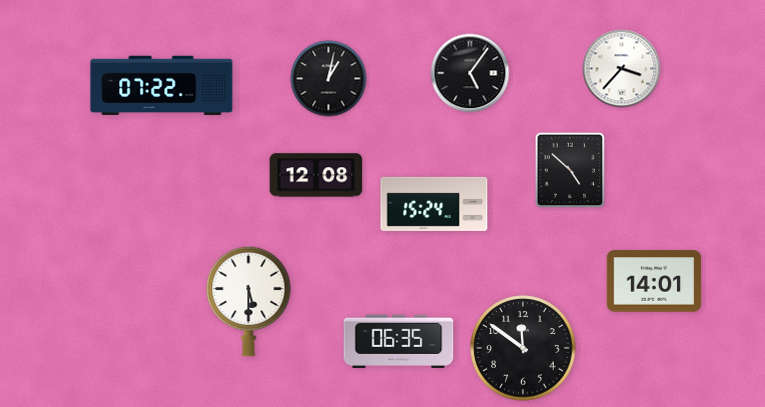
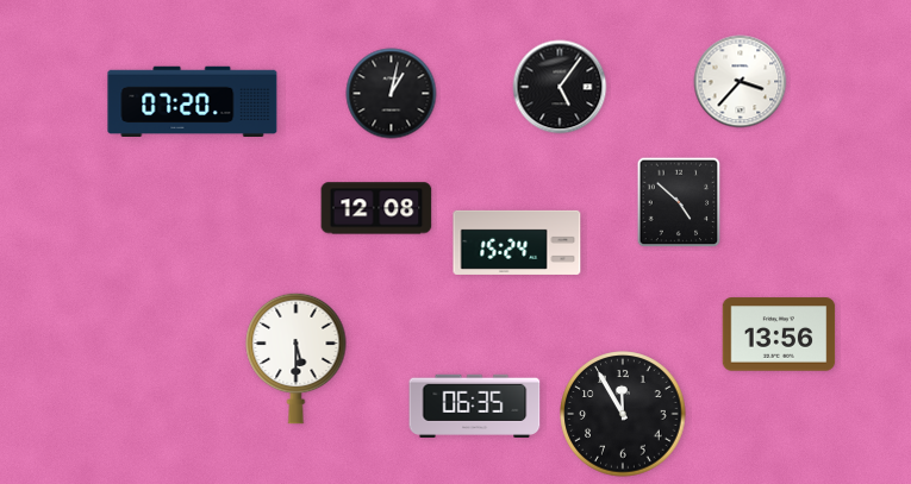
clock at (162, 85): 07:22 -> 07:20
clock at (654, 281): 14:01 -> 13:56
clock at (523, 348): 11:51 -> 11:55
